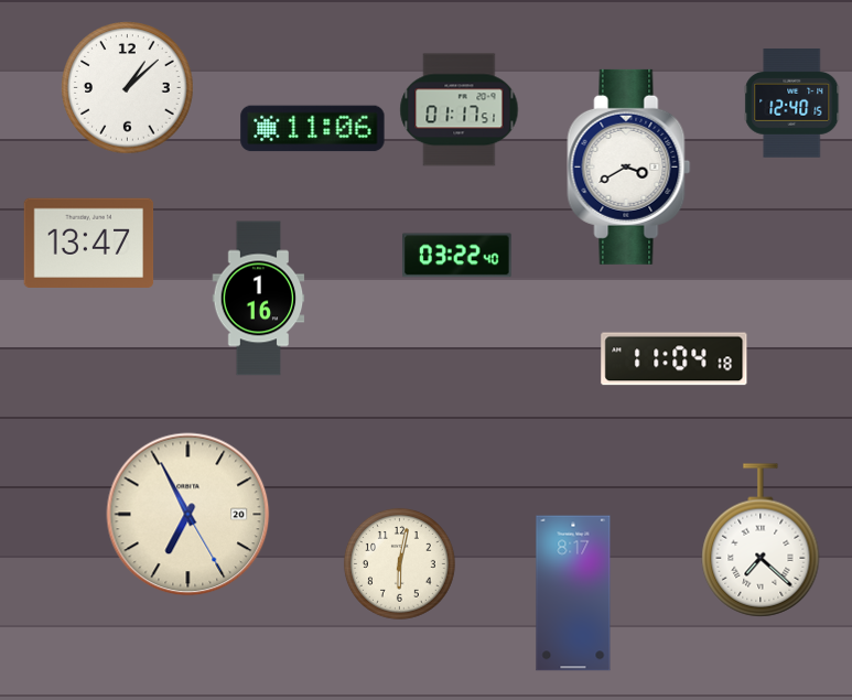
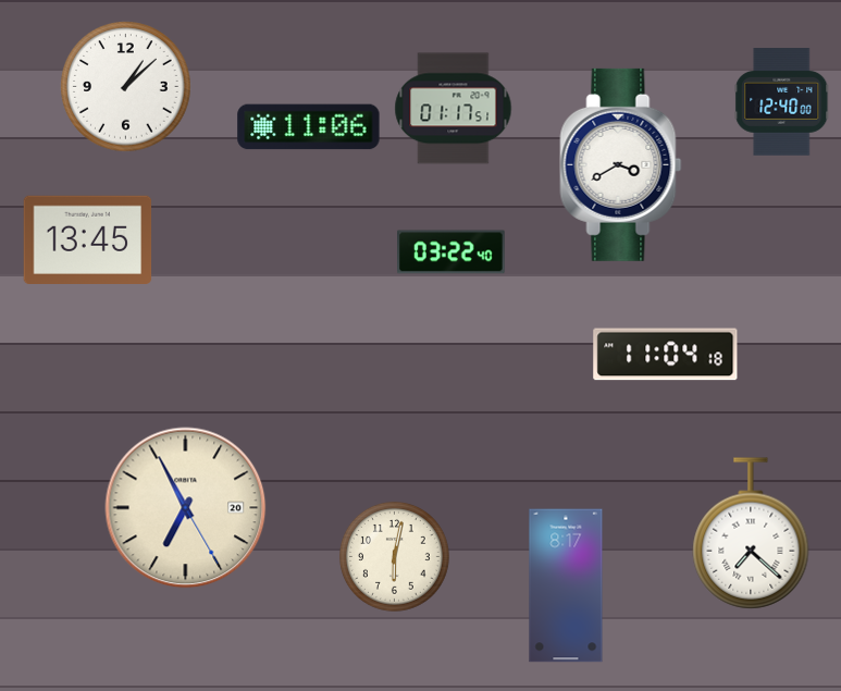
clock at (792, 104): 12:40:15 -> 12:40:00
clock at (89, 243): 13:47 -> 13:45
clock at (259, 299): 1:16 -> none
